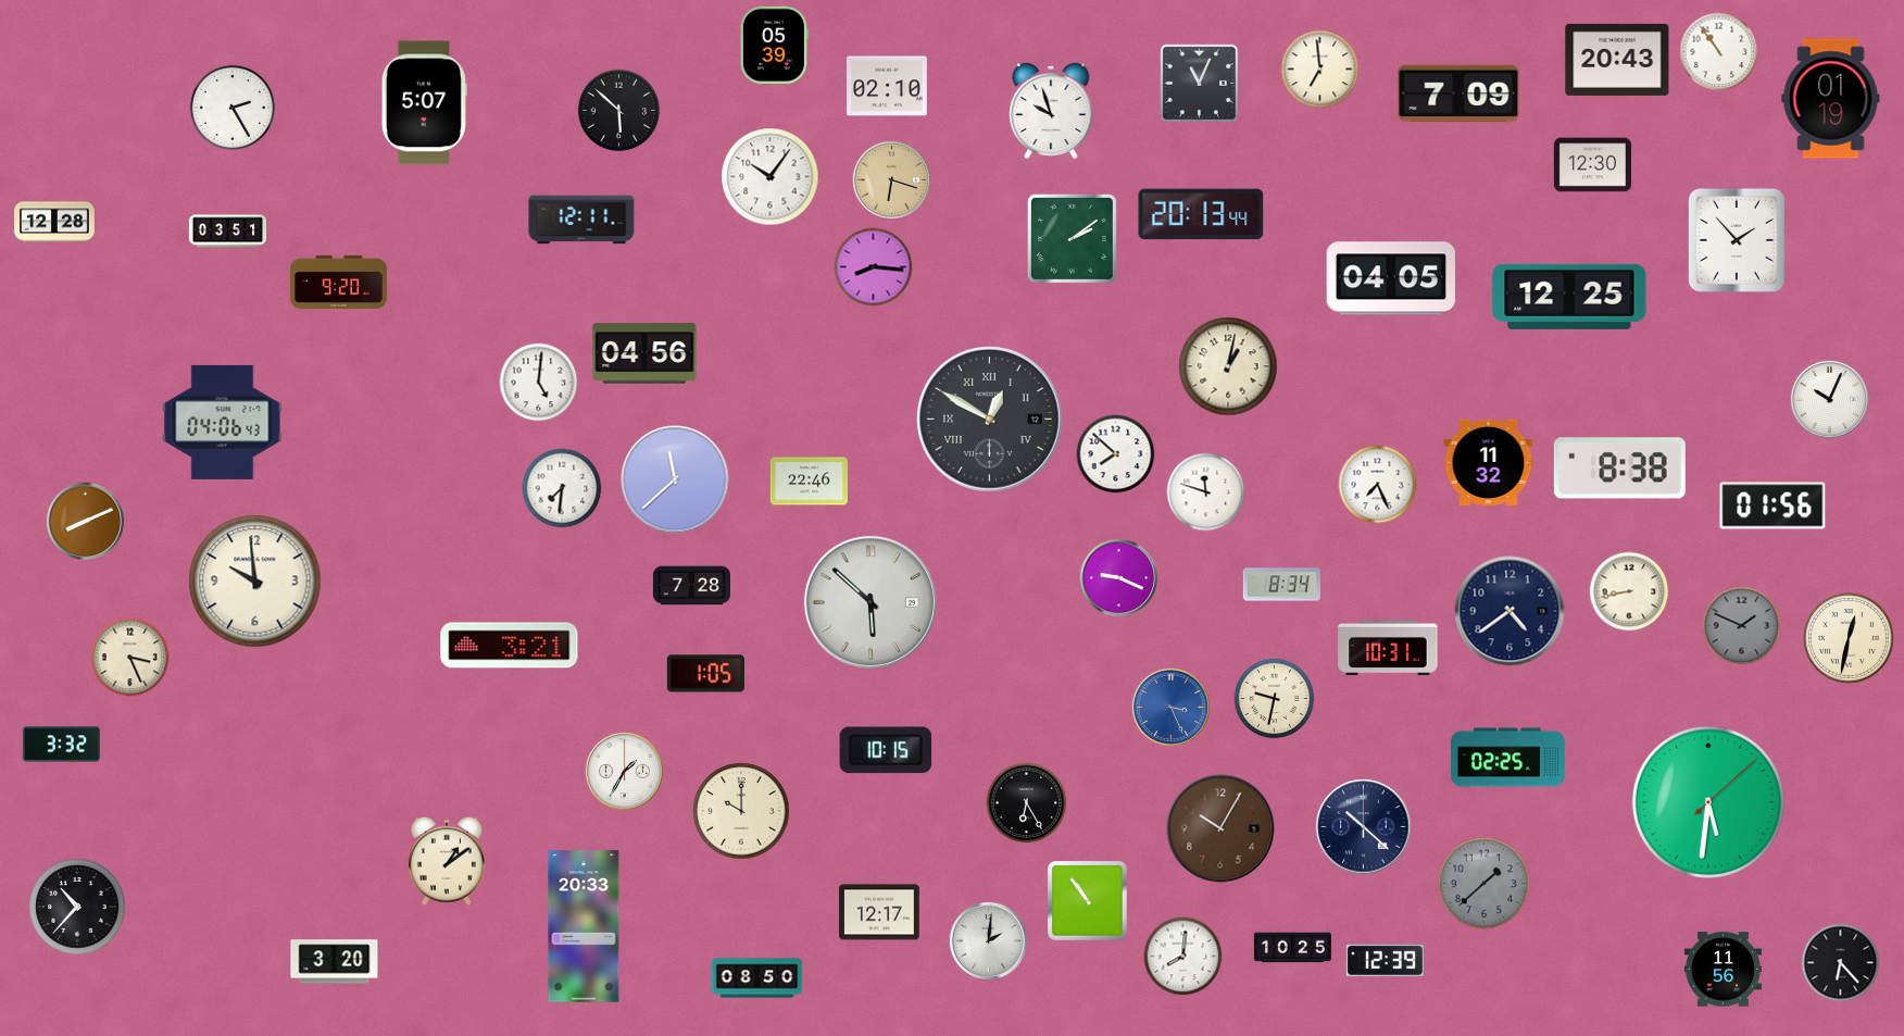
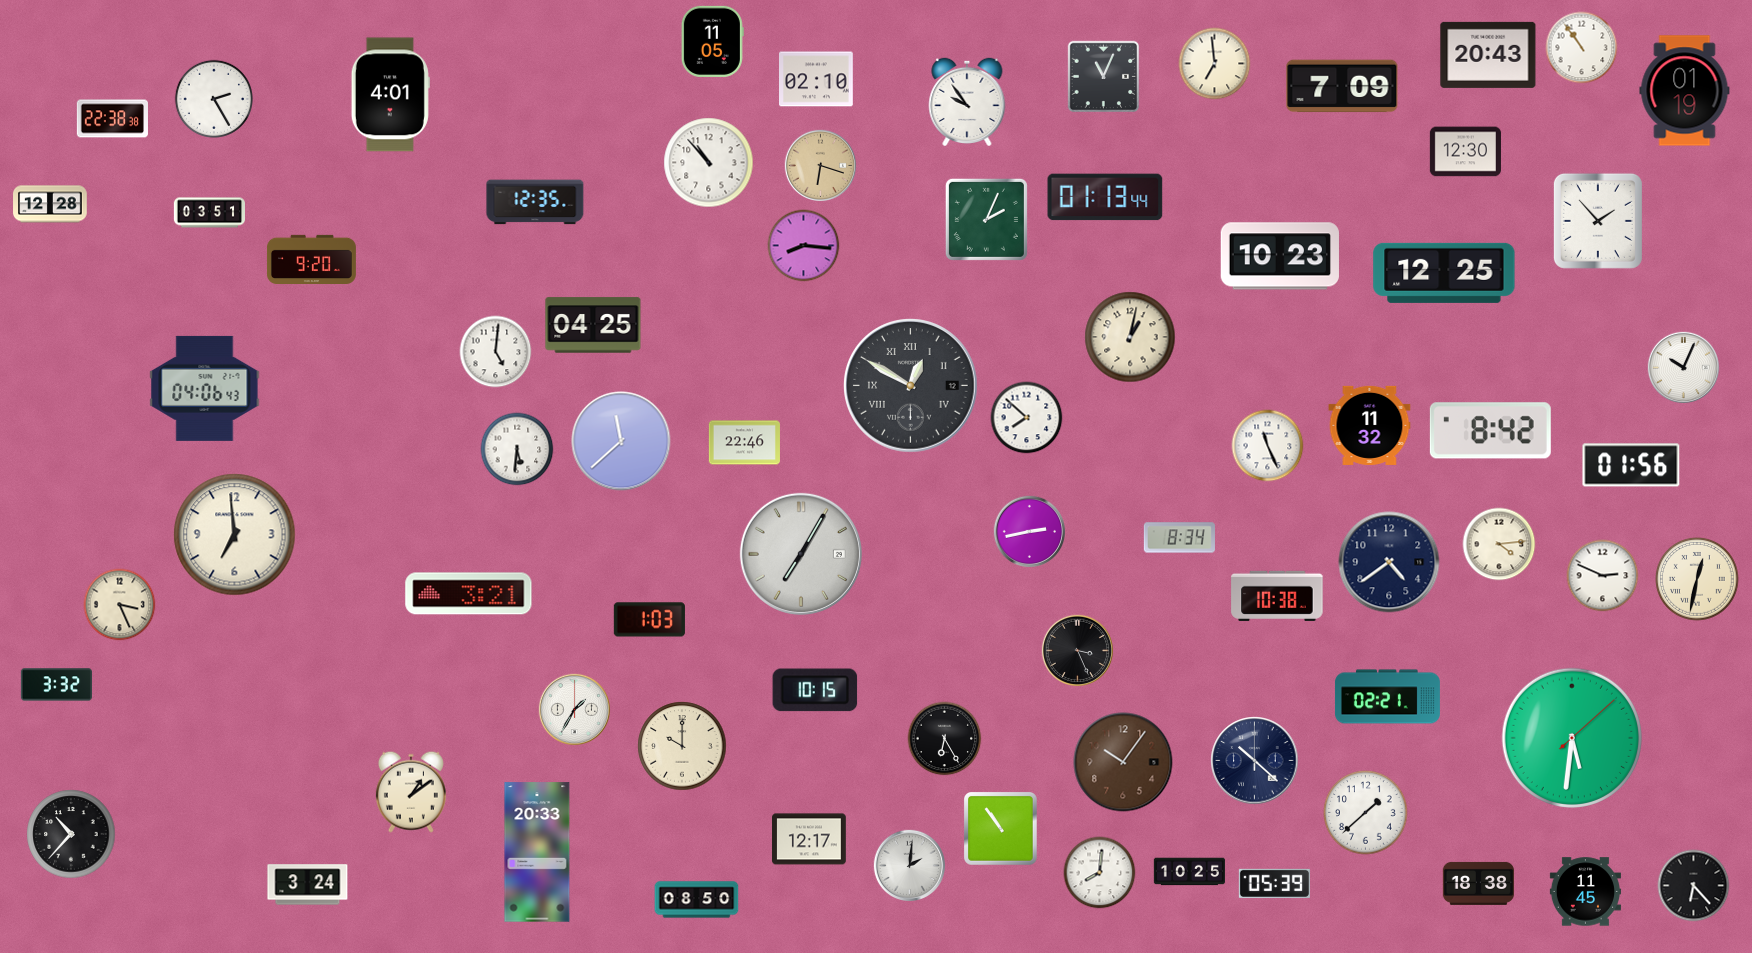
clock at (774, 45): 05:39 -> 11:05
clock at (424, 103): 5:07 -> 4:01
clock at (1051, 110): 9:57 -> 9:54
clock at (619, 111): 5:52 -> none
clock at (112, 119): none -> 22:38
clock at (771, 177): 10:06 -> 10:53
clock at (1201, 214): 20:13 -> 01:13
clock at (581, 220): 12:11 -> 12:35
clock at (1072, 238): 2:09 -> 2:04
clock at (1391, 278): 04:05 -> 10:23
clock at (644, 353): 04:56 -> 04:25
clock at (1619, 469): 8:38 -> 8:42
clock at (1378, 485): 7:26 -> 11:26
clock at (562, 488): 7:31 -> 5:31
clock at (1206, 492): 11:48 -> none
clock at (85, 521): 8:11 -> none
clock at (1118, 577): 9:19 -> 2:43
clock at (255, 582): 9:59 -> 6:59
clock at (691, 586): 7:28 -> none
clock at (1629, 591): 8:43 -> 4:14
clock at (870, 602): 5:52 -> 7:05
clock at (1742, 626): 1:49 -> 2:49
clock at (1742, 626) dial: grey -> white
clock at (1850, 639) position: (1850, 639) -> (1698, 580)
clock at (1388, 648): 10:31 -> 10:38
clock at (705, 674): 1:05 -> 1:03
clock at (1275, 699): 9:32 -> none
clock at (1170, 707) dial: blue -> black
clock at (1507, 758): 02:25 -> 02:21
clock at (1220, 828): 10:05 -> 10:06
clock at (1485, 884) dial: grey -> white
clock at (1183, 957) position: (1183, 957) -> (1100, 873)
clock at (1385, 960): 12:39 -> 05:39
clock at (1478, 883): none -> 18:38
clock at (335, 962): 3:20 -> 3:24
clock at (1723, 970): 11:56 -> 11:45
